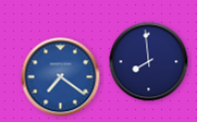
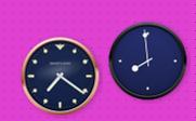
clock at (61, 77) dial: blue -> navy
